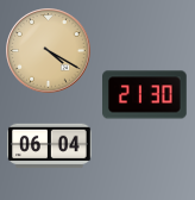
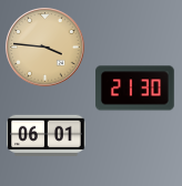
clock at (49, 51): 4:20 -> 3:46
clock at (50, 146): 06:04 -> 06:01
